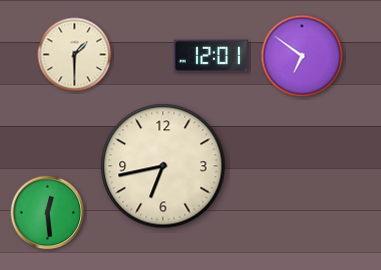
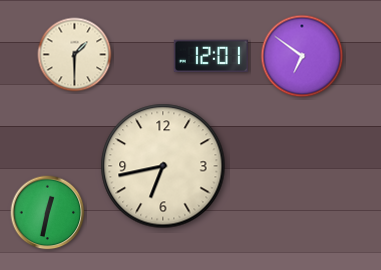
clock at (48, 213): 12:29 -> 12:32
